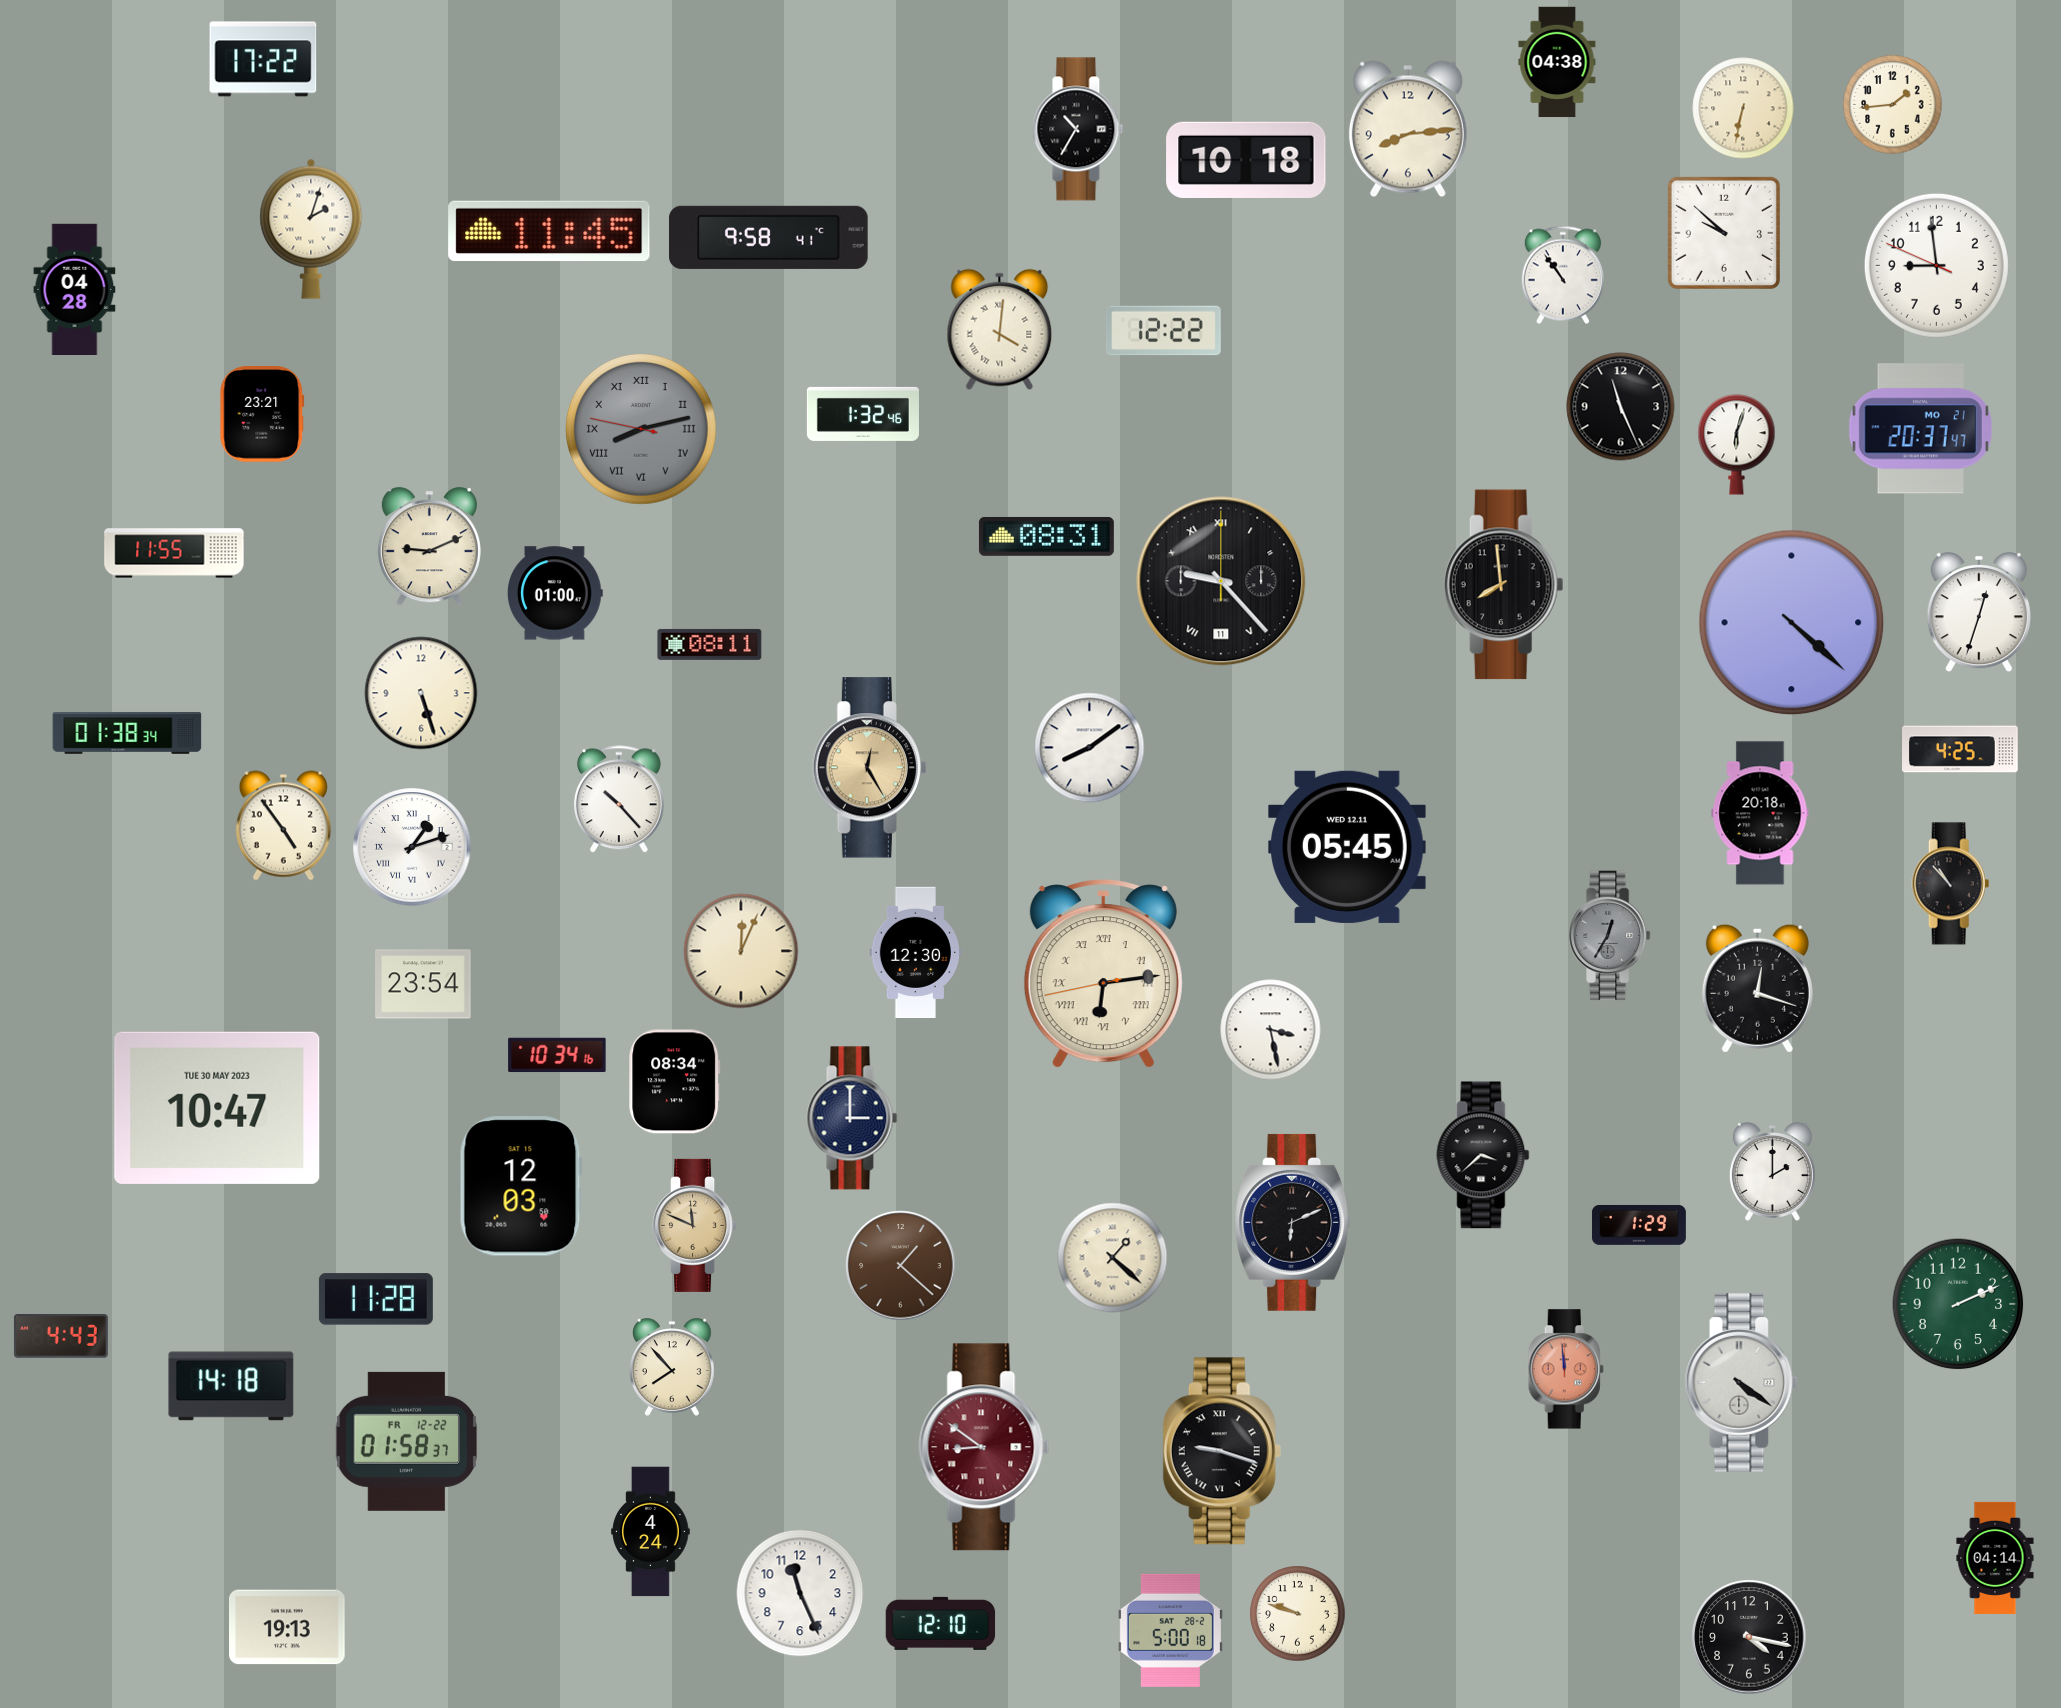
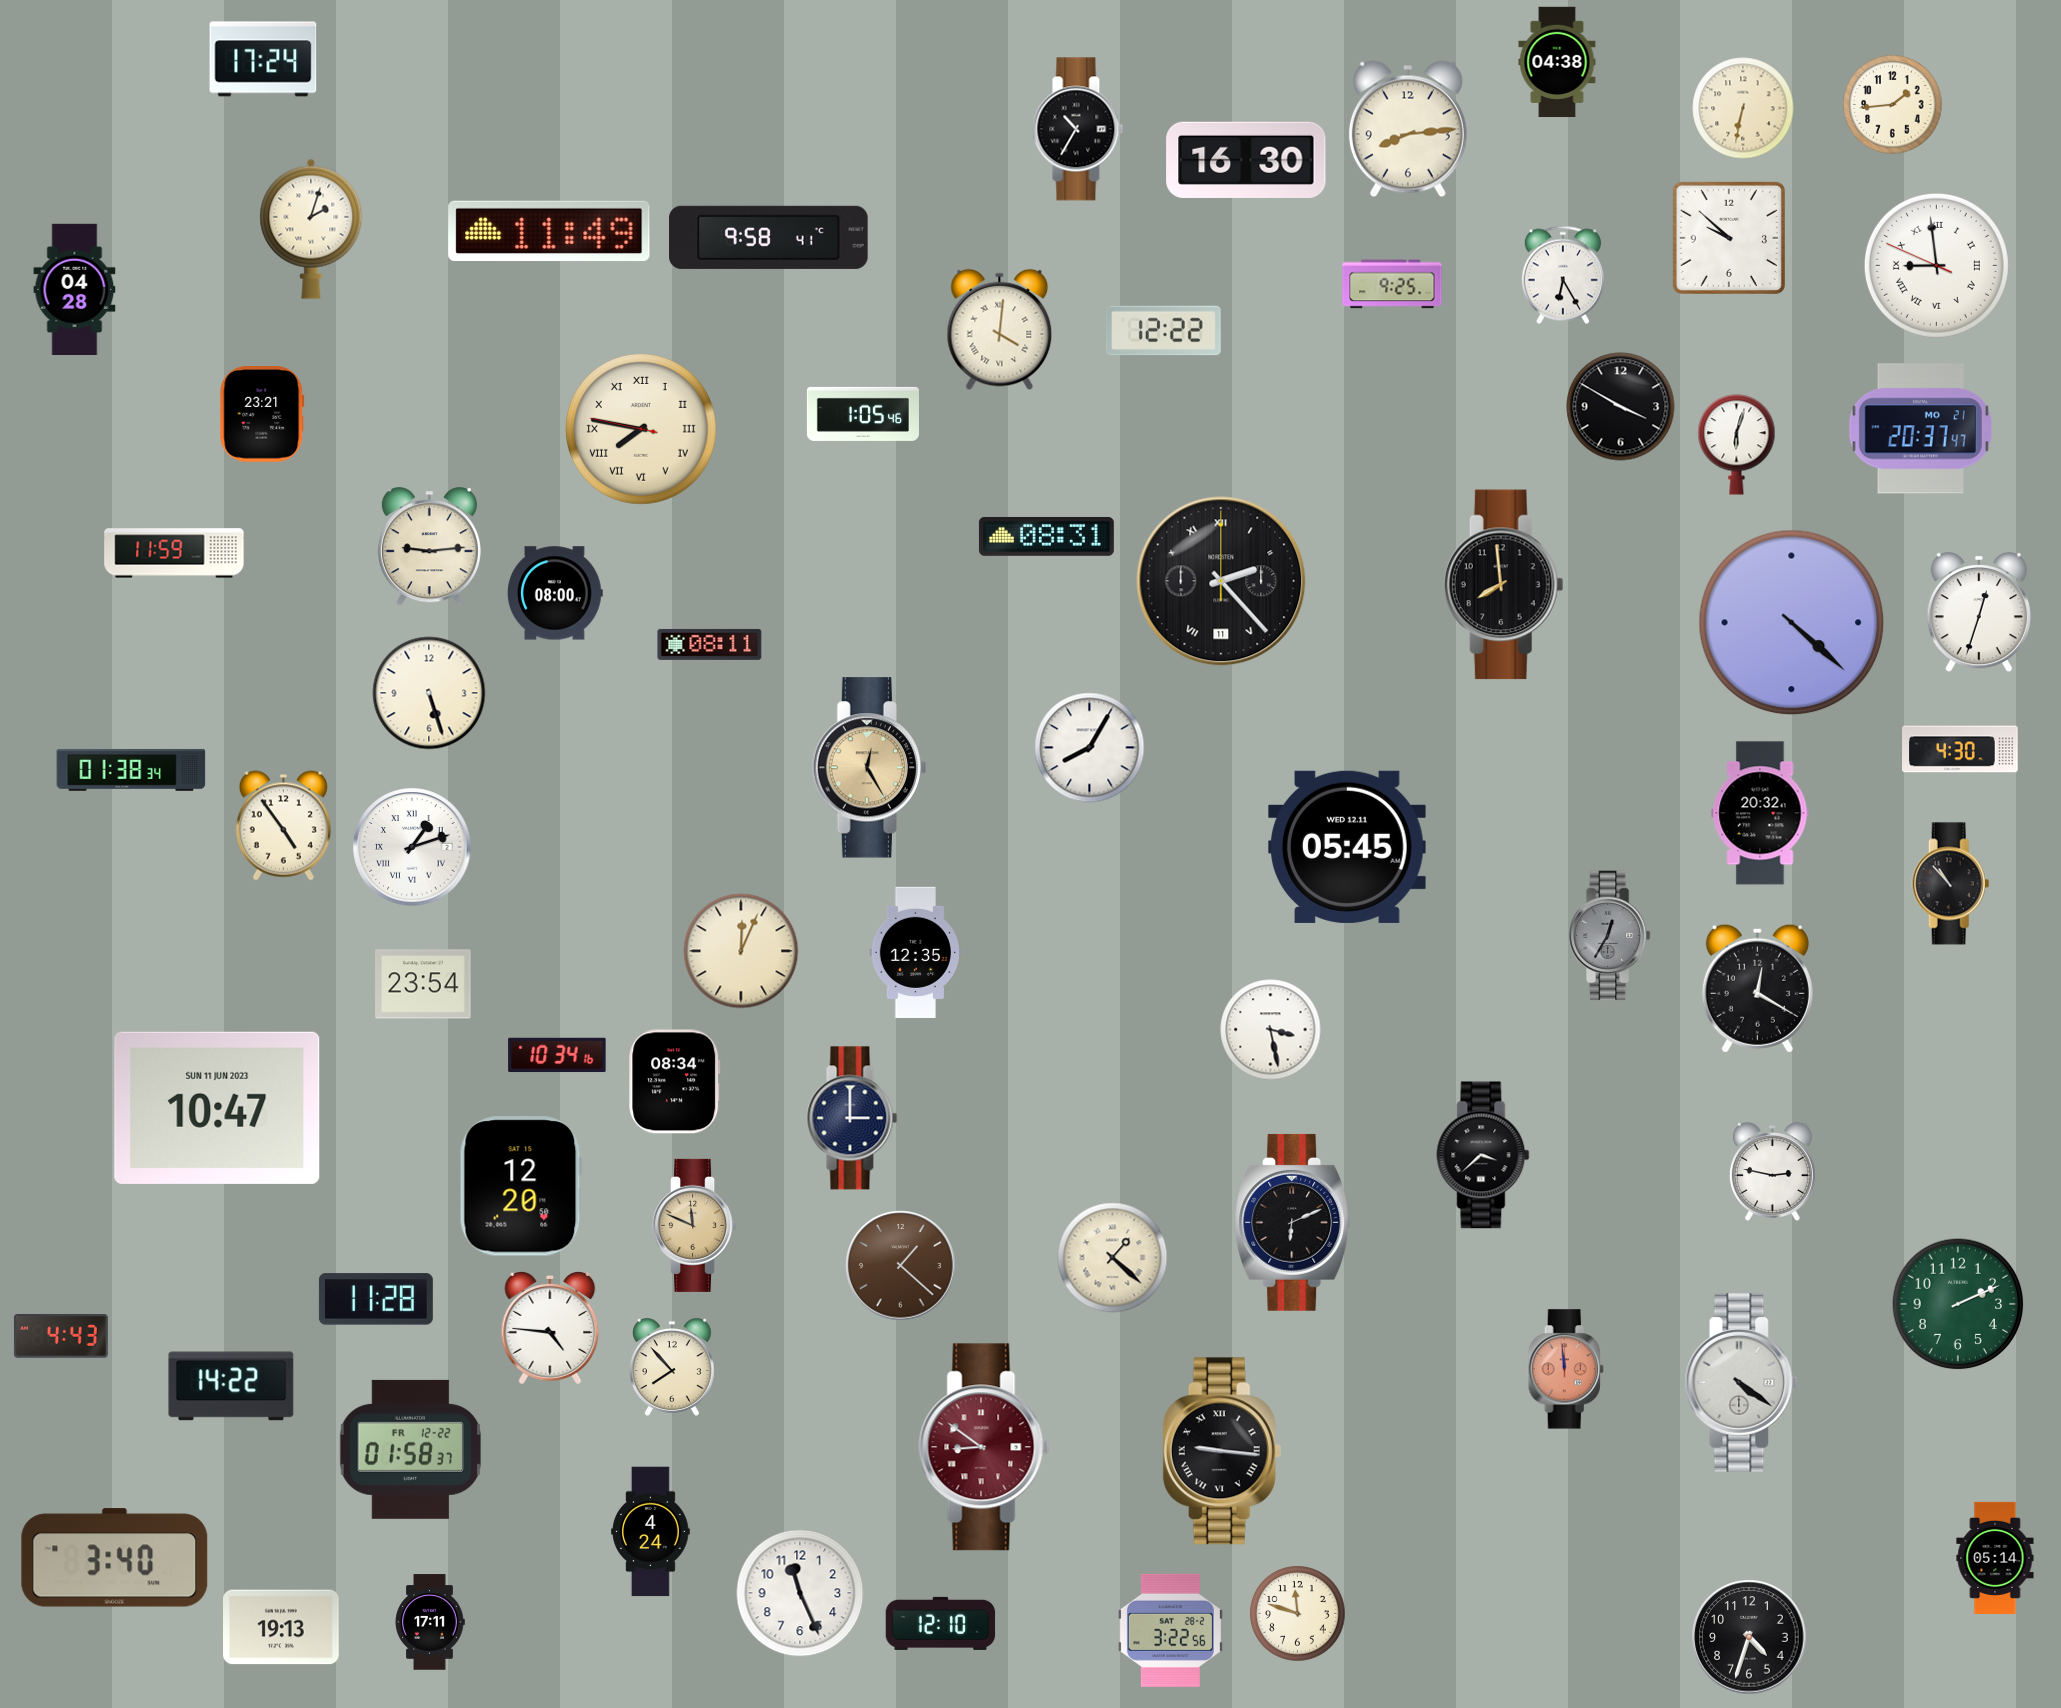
clock at (263, 59): 17:22 -> 17:24
clock at (1246, 160): 10:18 -> 16:30
clock at (549, 231): 11:45 -> 11:49
clock at (1724, 233) position: (1724, 233) -> (1729, 238)
clock at (1936, 265) numerals: Arabic -> Roman
clock at (1563, 275): 10:54 -> 6:25
clock at (1392, 284): none -> 9:25
clock at (1621, 407): 11:26 -> 3:50
clock at (863, 414): 1:32 -> 1:05
clock at (641, 429): 8:12 -> 7:46
clock at (641, 429) dial: grey -> cream
clock at (429, 547): 9:11 -> 9:14
clock at (174, 553): 11:55 -> 11:59
clock at (1221, 581): 9:23 -> 2:23
clock at (556, 593): 01:00 -> 08:00
clock at (421, 693) position: (421, 693) -> (429, 693)
clock at (127, 733) position: (127, 733) -> (131, 770)
clock at (1090, 748): 8:09 -> 8:05
clock at (1961, 749): 4:25 -> 4:30
clock at (619, 800): 10:23 -> none
clock at (1760, 813): 20:18 -> 20:32
clock at (915, 952): 12:30 -> 12:35
clock at (1103, 974): 6:13 -> none
clock at (1757, 988): 12:18 -> 12:20
clock at (217, 1108) date: TUE 30 MAY 2023 -> SUN 11 JUN 2023
clock at (1772, 1172): 2:00 -> 2:47
clock at (521, 1186): 12:03 -> 12:20
clock at (1639, 1225): 1:29 -> none
clock at (550, 1329): none -> 4:46
clock at (231, 1386): 14:18 -> 14:22
clock at (407, 1441) position: (407, 1441) -> (411, 1449)
clock at (1222, 1451): 9:18 -> 9:16
clock at (115, 1558): none -> 3:40
clock at (1995, 1558): 04:14 -> 05:14
clock at (1298, 1614): 9:48 -> 11:48
clock at (430, 1622): none -> 17:11
clock at (288, 1627) position: (288, 1627) -> (282, 1627)
clock at (1170, 1630): 5:00 -> 3:22
clock at (1749, 1637): 4:17 -> 4:33
